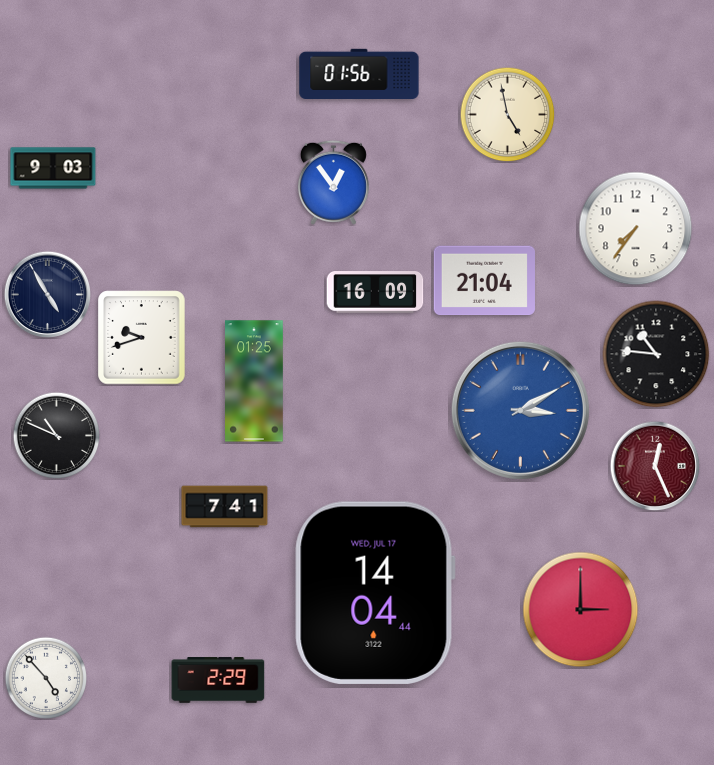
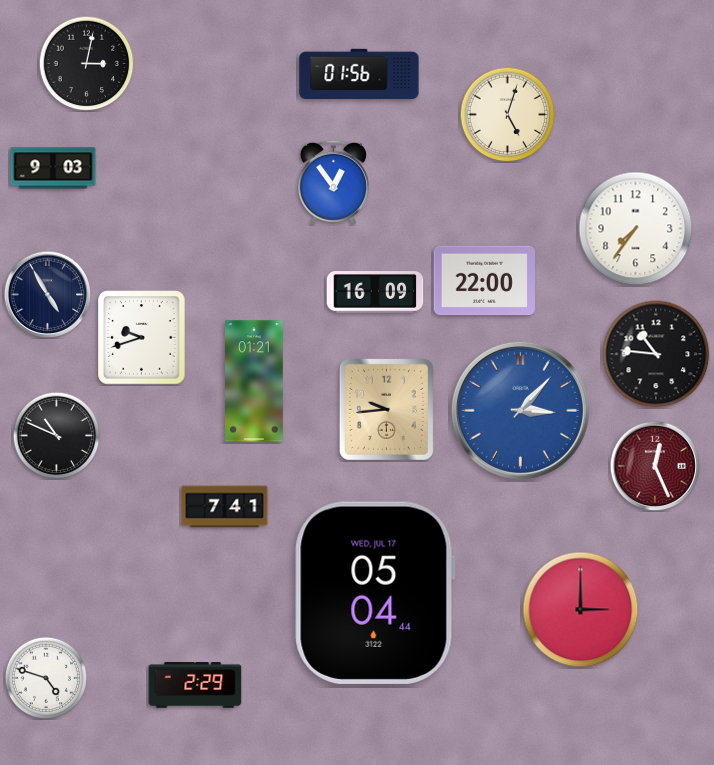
clock at (86, 63): none -> 3:02
clock at (507, 114): 4:58 -> 5:03
clock at (484, 281): 21:04 -> 22:00
clock at (255, 381): 01:25 -> 01:21
clock at (386, 409): none -> 9:44
clock at (520, 410): 3:10 -> 3:07
clock at (375, 593): 14:04 -> 05:04
clock at (46, 678): 4:53 -> 4:48
clock at (218, 680) position: (218, 680) -> (195, 685)
